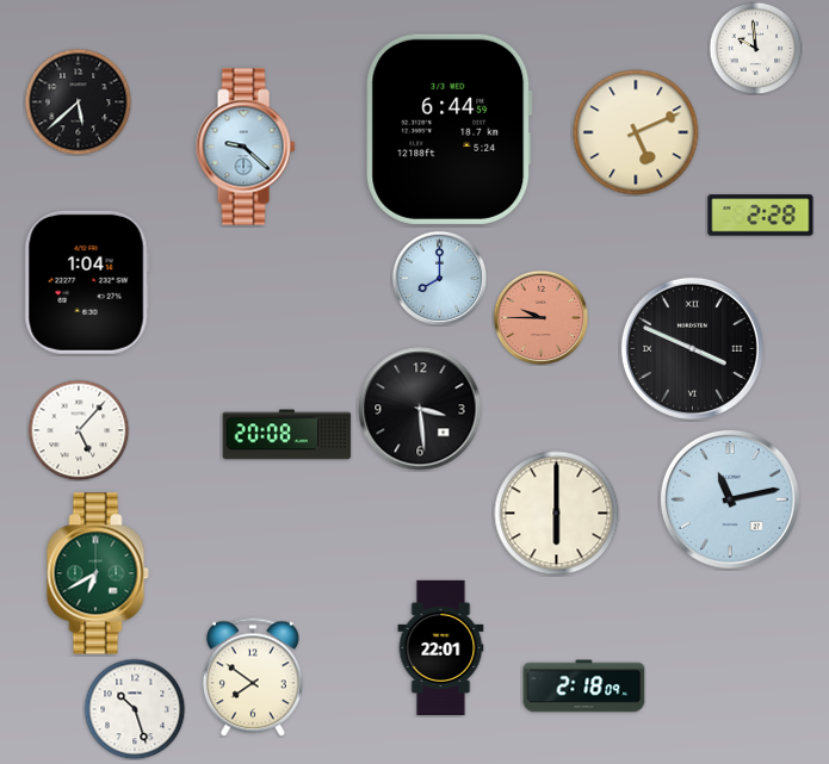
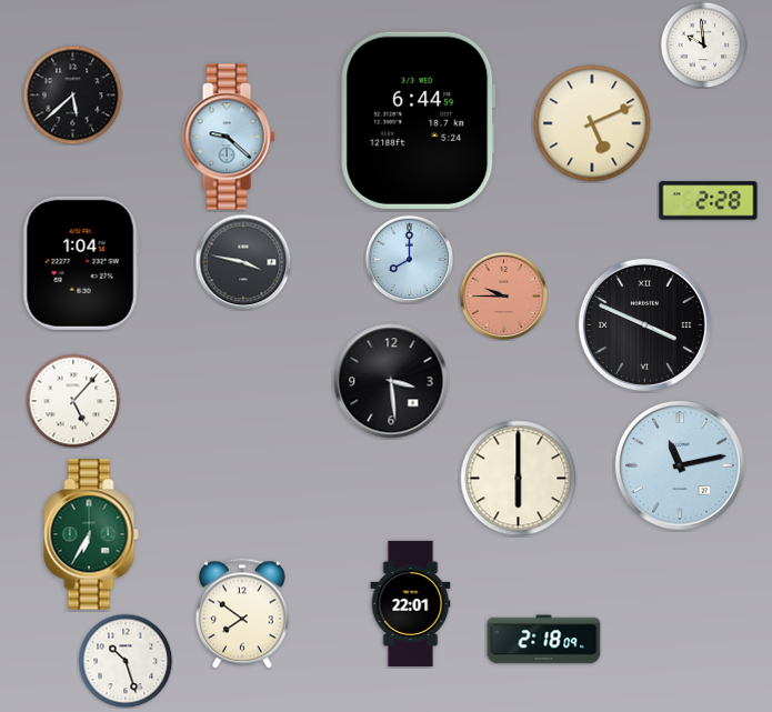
clock at (243, 262): none -> 3:47
clock at (287, 435): 20:08 -> none
clock at (98, 573): 6:40 -> 6:35
clock at (253, 677) position: (253, 677) -> (242, 613)
